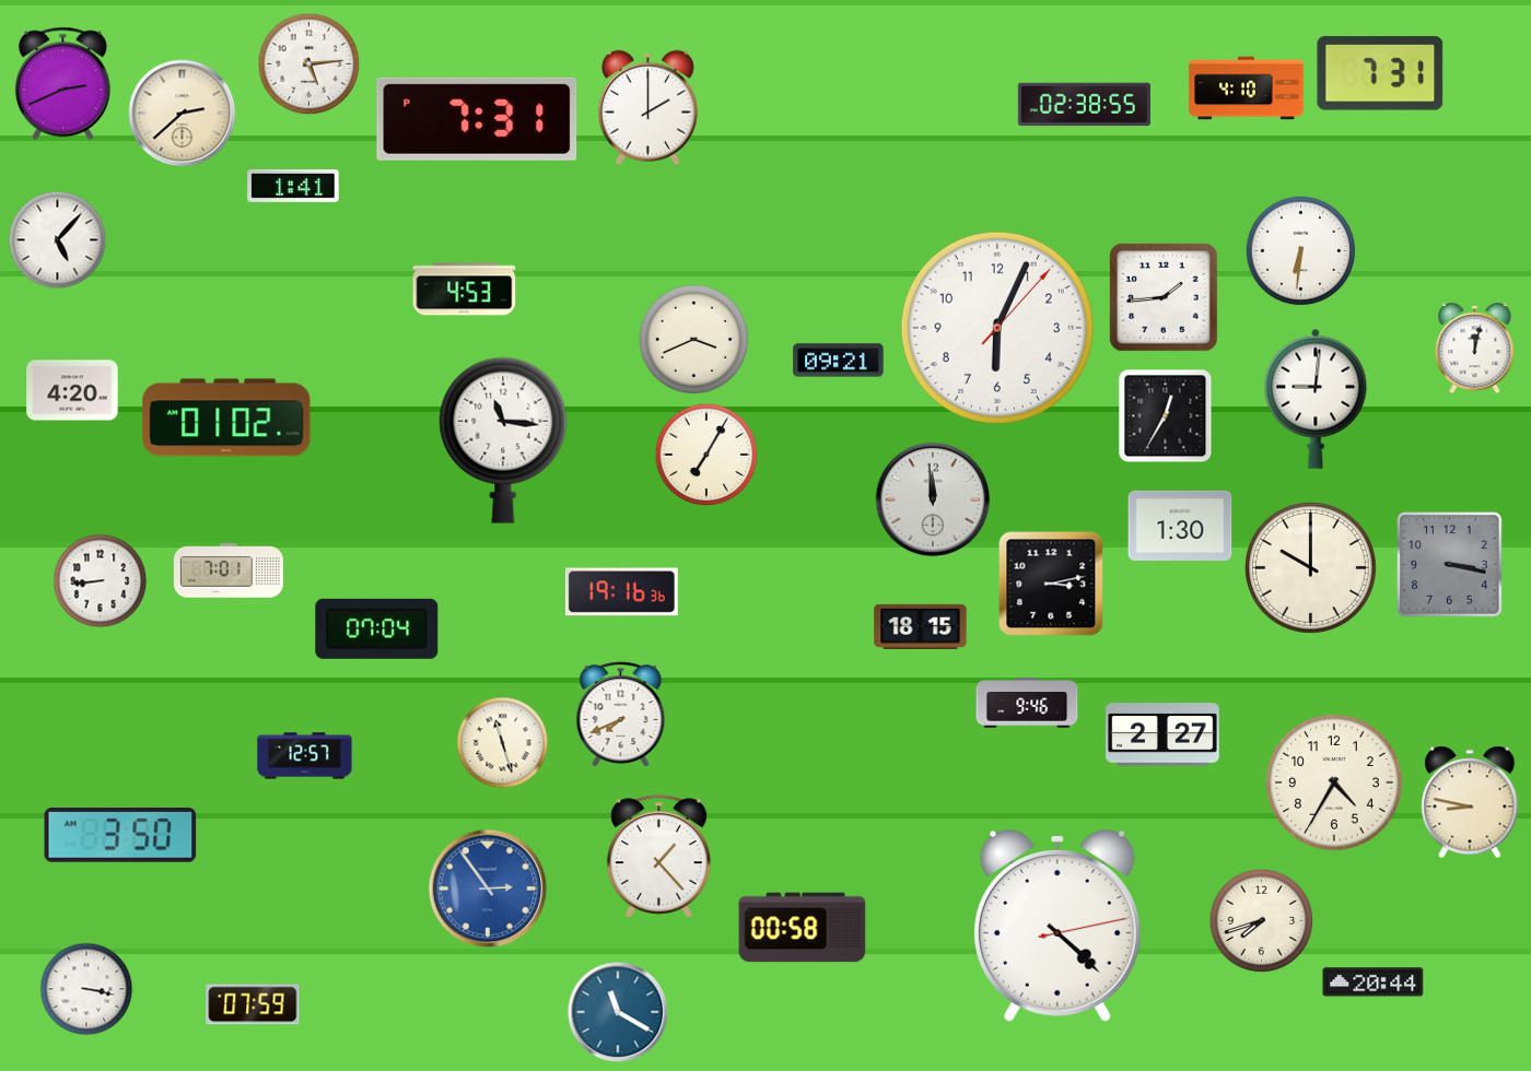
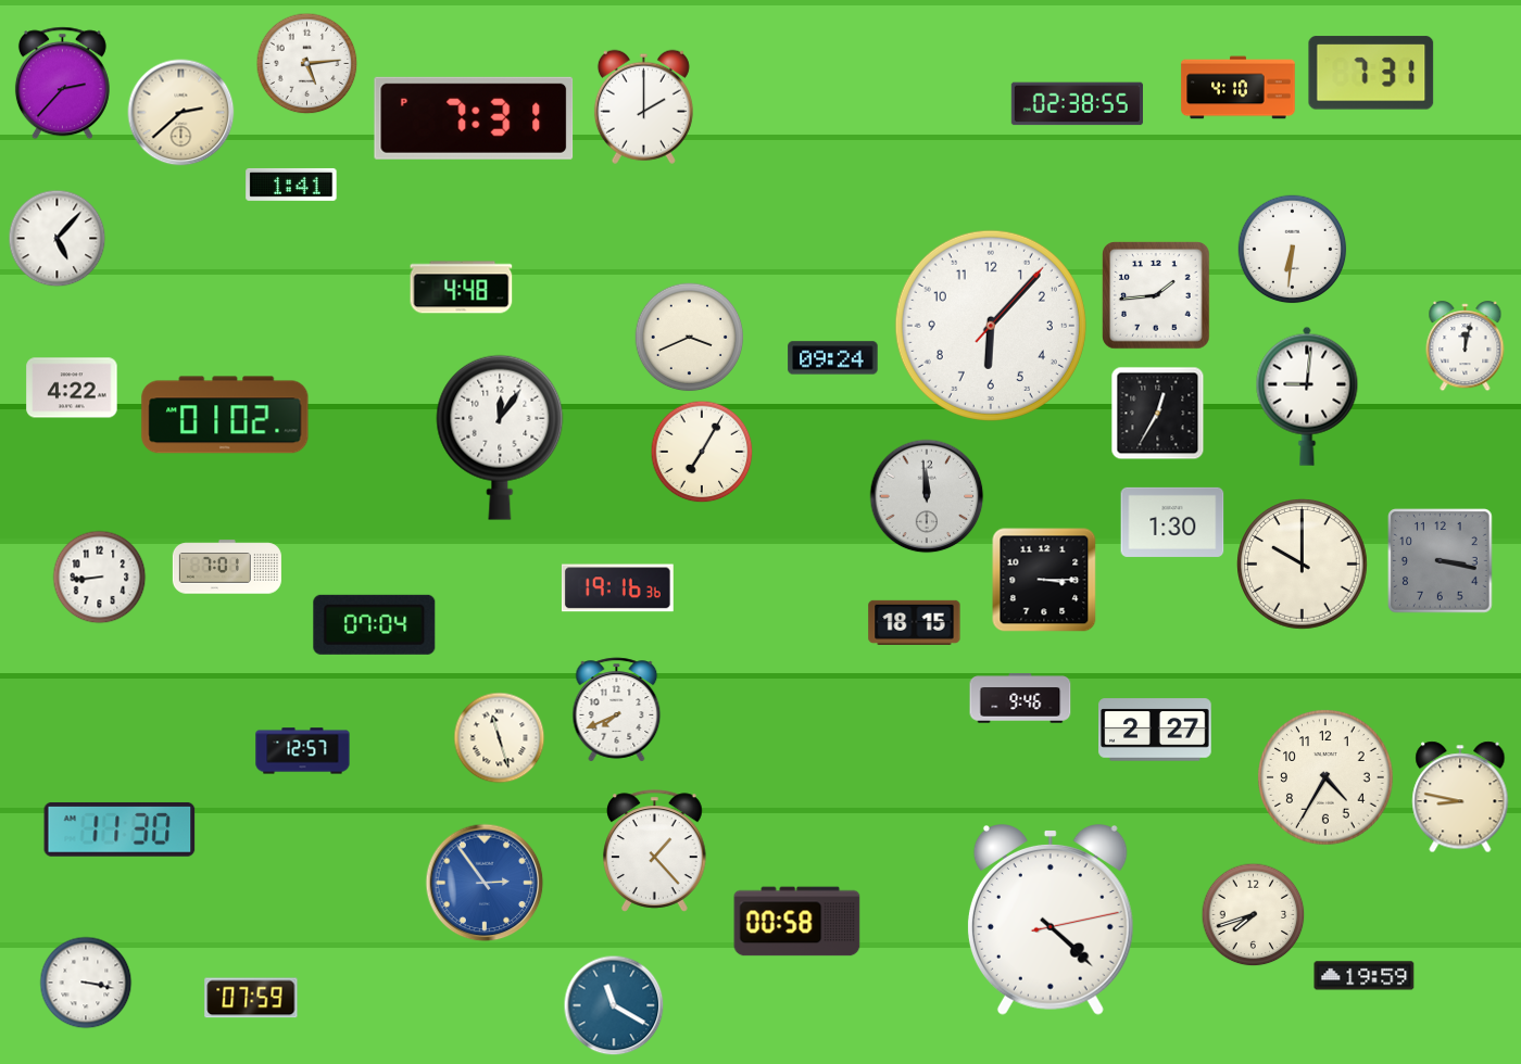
clock at (62, 84): 2:41 -> 2:37
clock at (465, 290): 4:53 -> 4:48
clock at (997, 328): 6:04 -> 6:07
clock at (839, 361): 09:21 -> 09:24
clock at (72, 390): 4:20 -> 4:22
clock at (503, 440): 11:16 -> 12:06
clock at (1051, 584): 3:13 -> 3:15
clock at (120, 835): 3:50 -> 11:30
clock at (1374, 982): 20:44 -> 19:59
